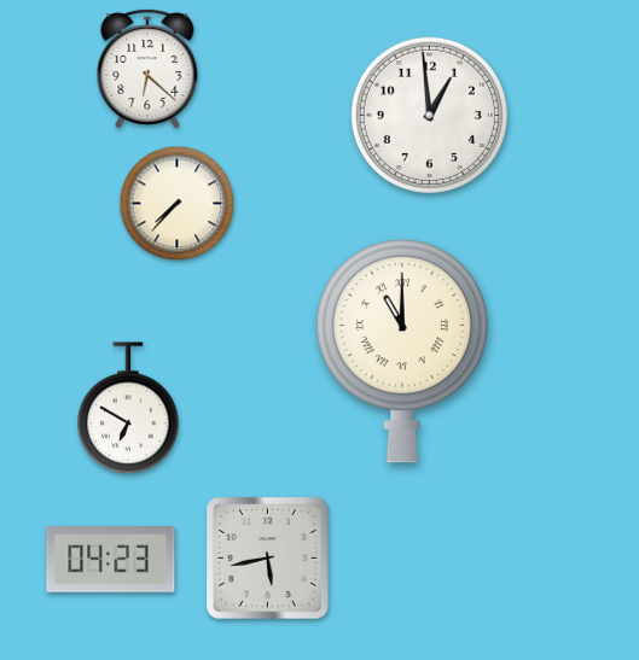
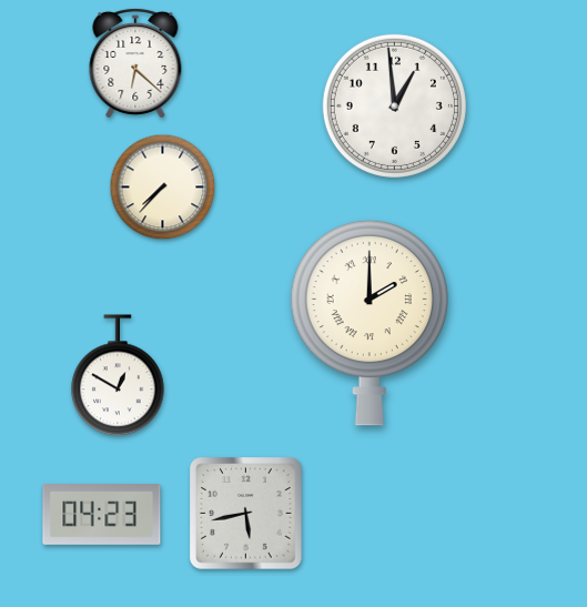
clock at (402, 351): 11:00 -> 2:00
clock at (128, 409): 6:50 -> 12:50
